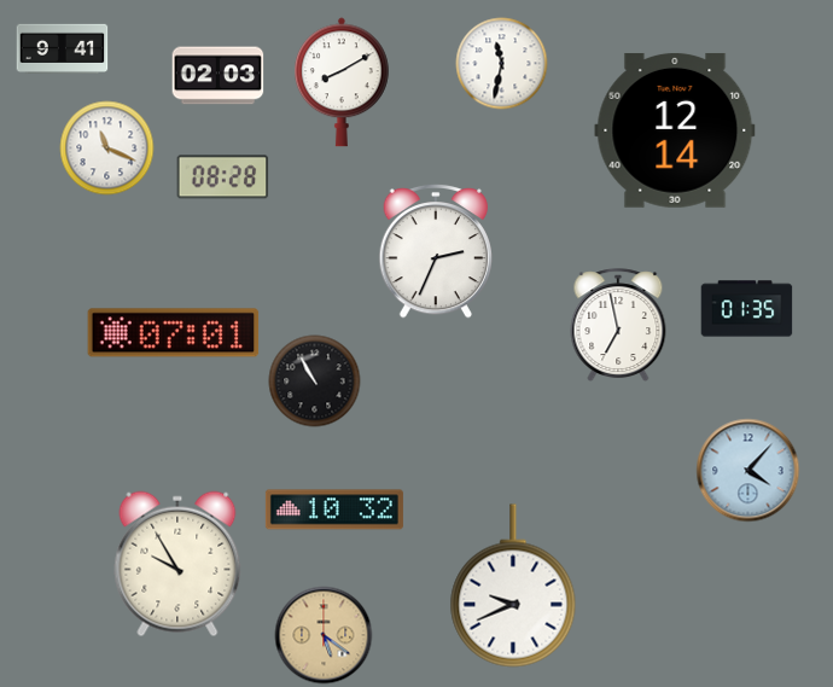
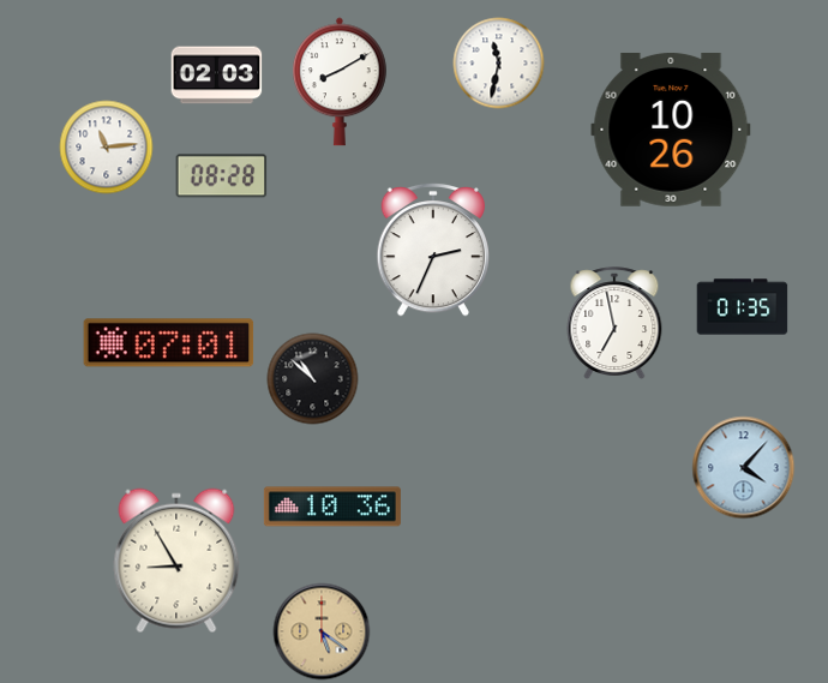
clock at (63, 48): 9:41 -> none
clock at (675, 130): 12:14 -> 10:26
clock at (107, 149): 11:19 -> 11:14
clock at (174, 333) position: (174, 333) -> (169, 343)
clock at (315, 382): 10:55 -> 10:52
clock at (334, 510): 10:32 -> 10:36
clock at (177, 564): 9:55 -> 8:55
clock at (513, 586): 9:41 -> none
